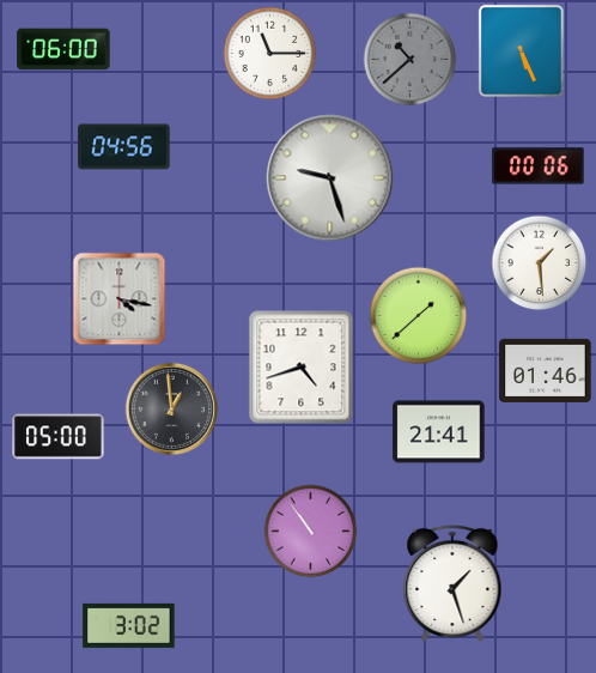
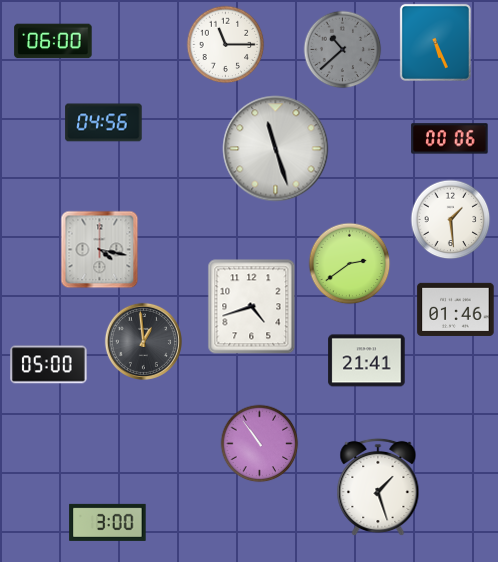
clock at (330, 178): 9:27 -> 11:27
clock at (418, 315): 1:38 -> 2:39
clock at (129, 625): 3:02 -> 3:00
